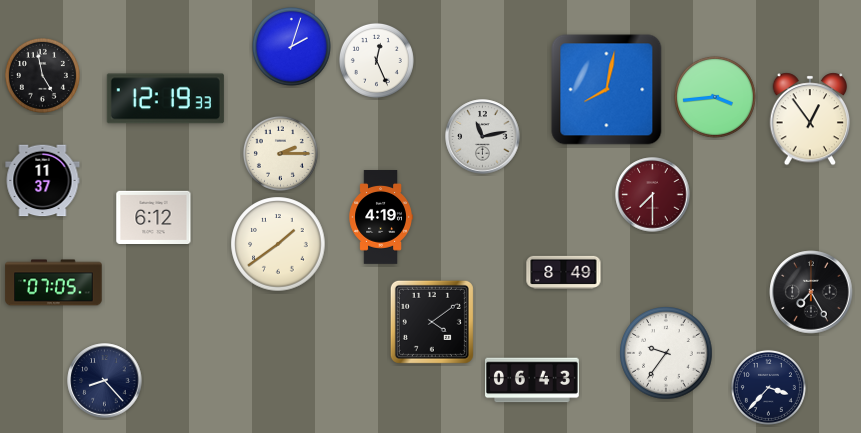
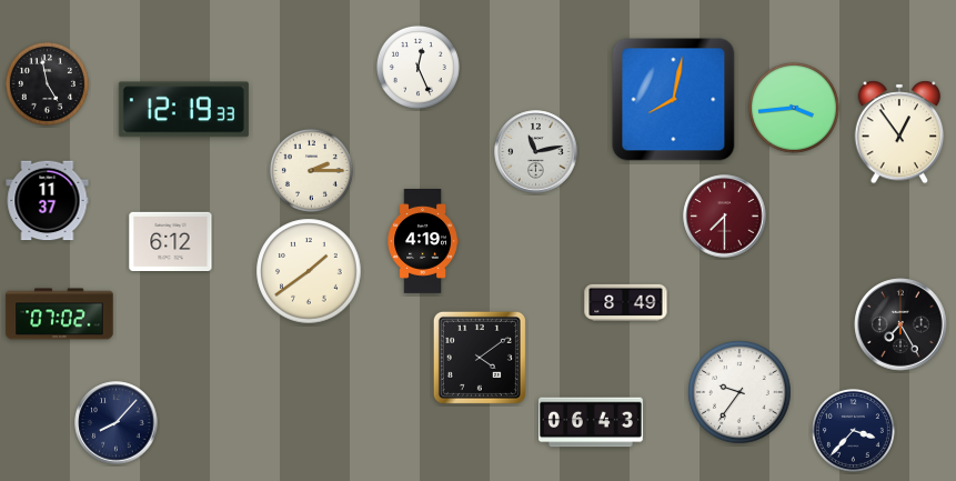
clock at (291, 46): 2:03 -> none
clock at (54, 283): 07:05 -> 07:02
clock at (105, 381): 8:23 -> 8:07
